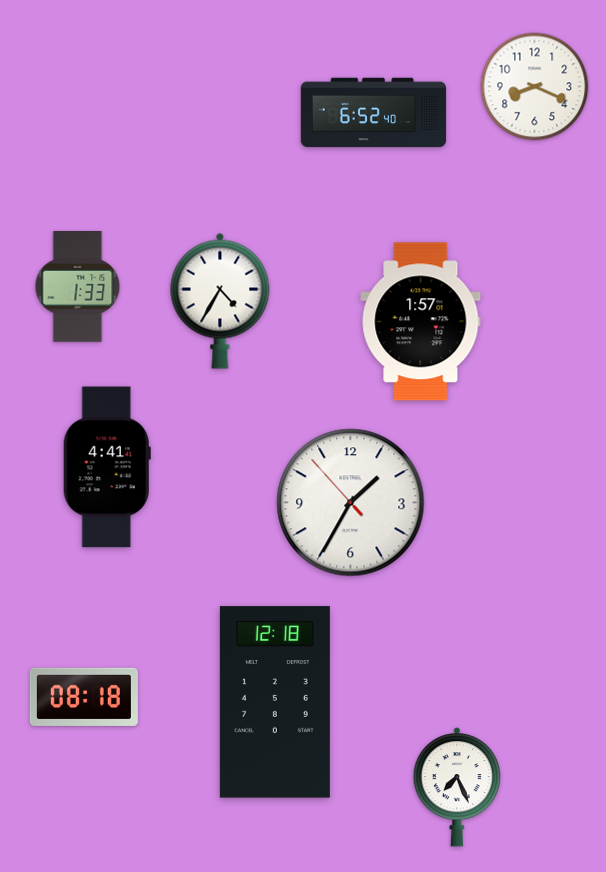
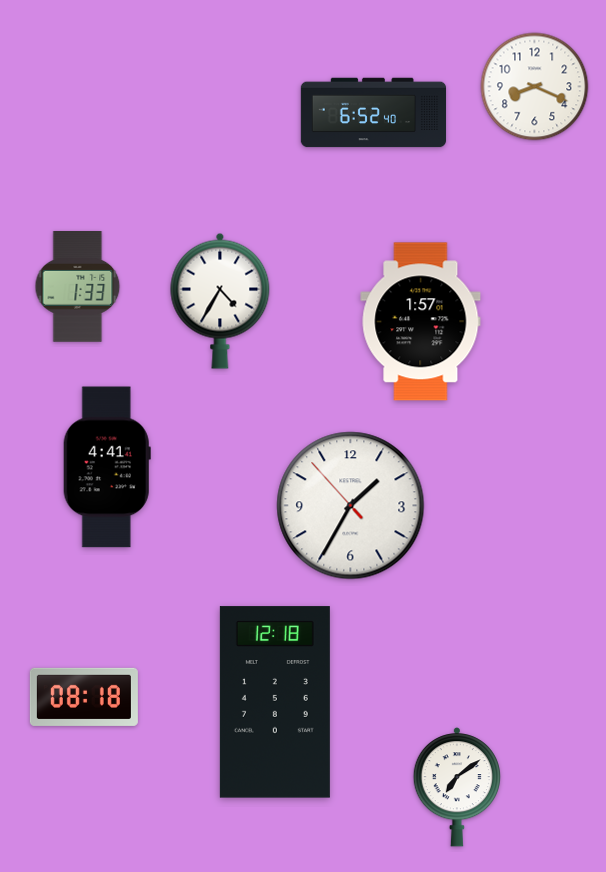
clock at (351, 503) position: (351, 503) -> (351, 506)
clock at (456, 787): 7:26 -> 7:09
